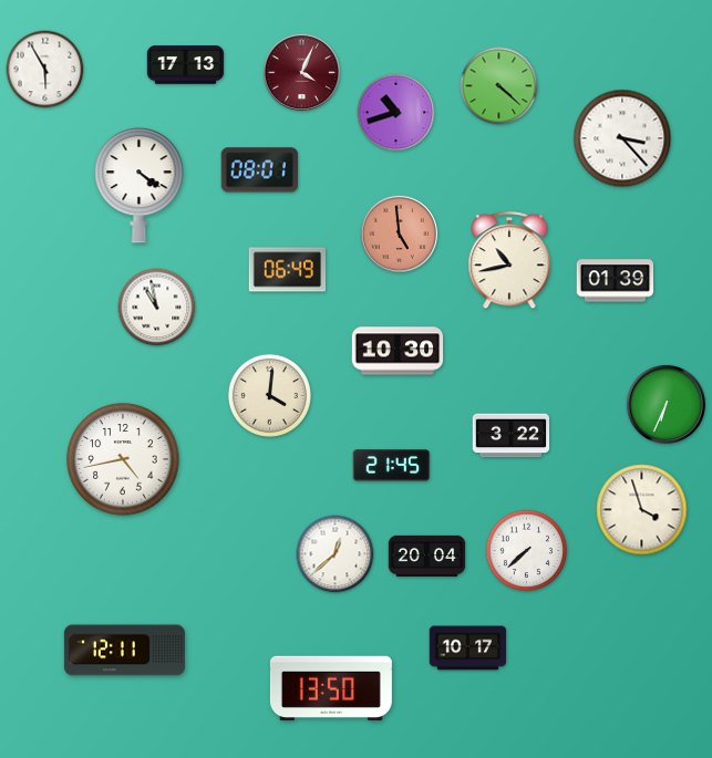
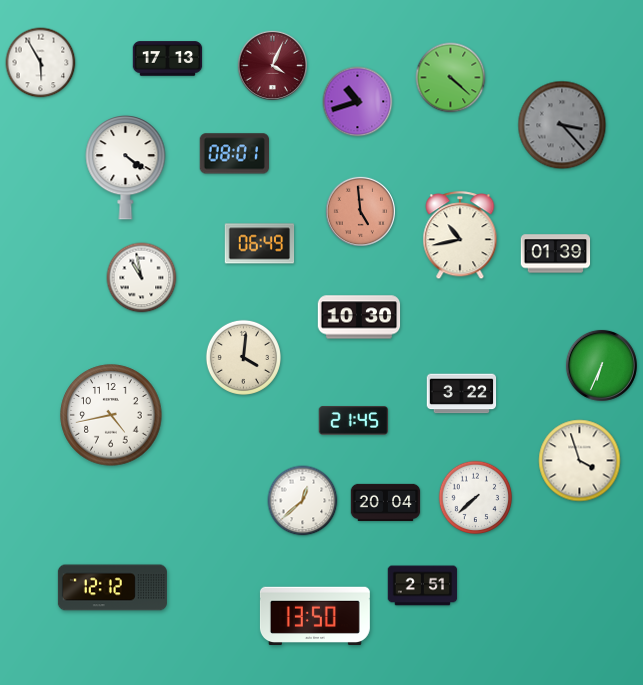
clock at (622, 138) dial: white -> grey
clock at (468, 648): 10:17 -> 2:51
clock at (124, 651): 12:11 -> 12:12
clock at (331, 688) position: (331, 688) -> (315, 616)
